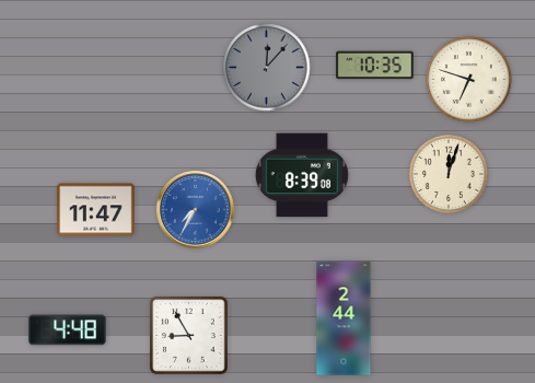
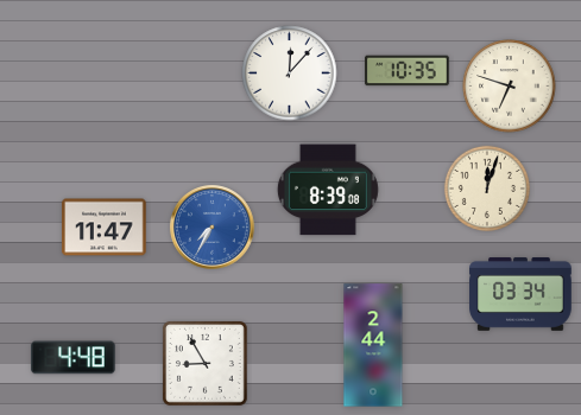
clock at (267, 68) dial: grey -> white
clock at (520, 294): none -> 03:34
